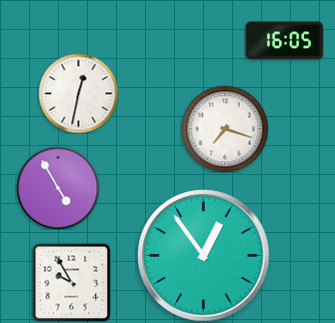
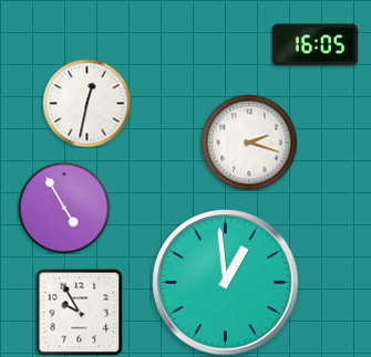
clock at (225, 129): 7:18 -> 2:18
clock at (204, 256): 12:54 -> 12:59
